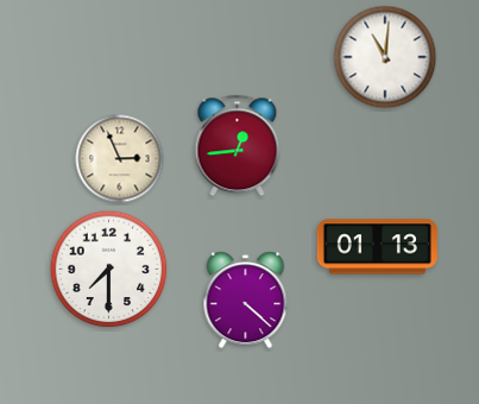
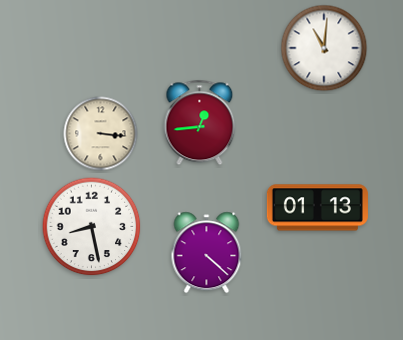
clock at (120, 159): 2:56 -> 3:16
clock at (109, 270): 7:30 -> 8:28
